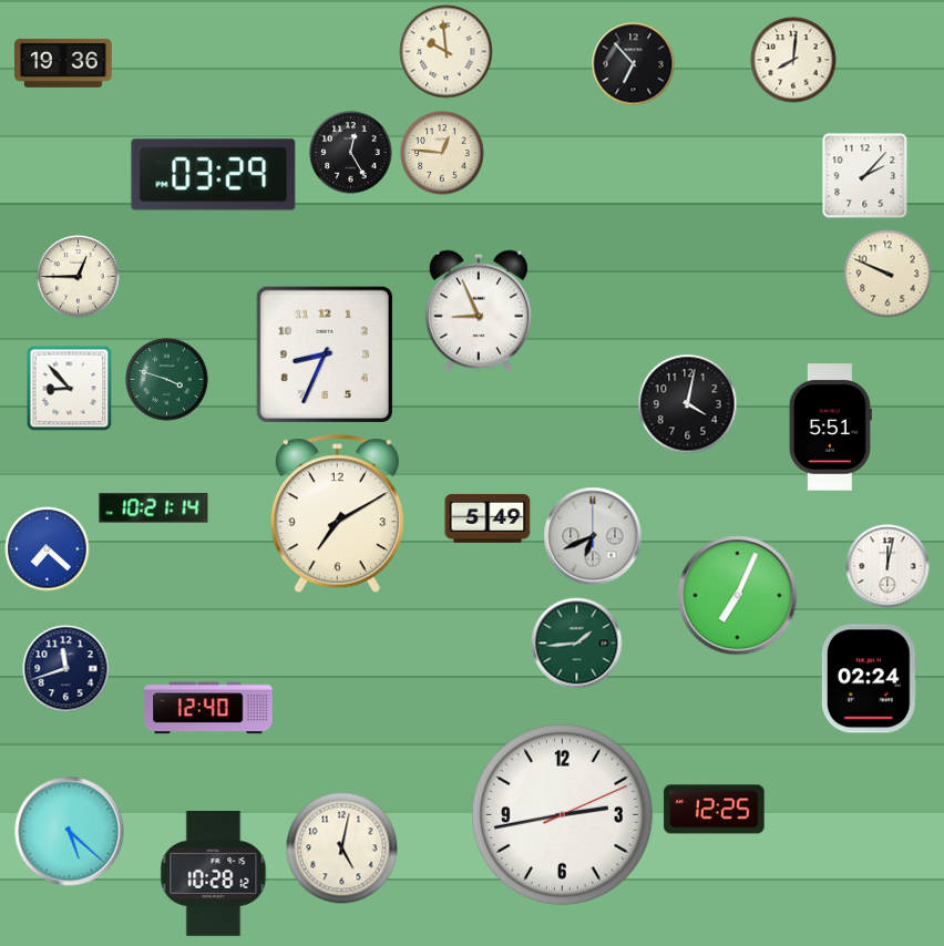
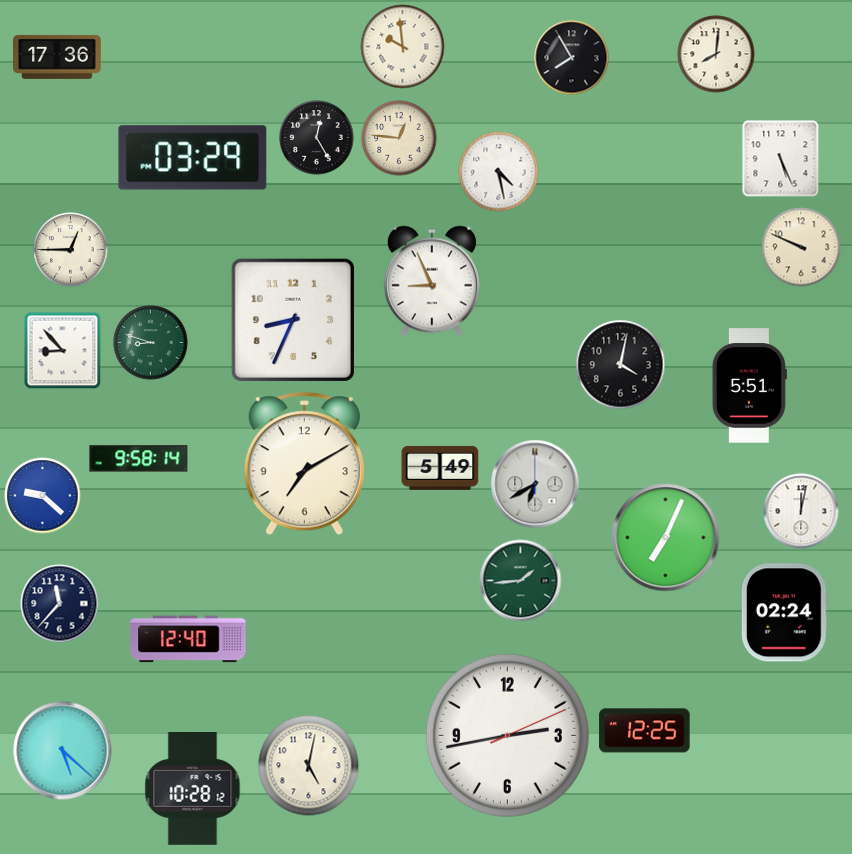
clock at (64, 63): 19:36 -> 17:36
clock at (634, 64): 6:53 -> 7:55
clock at (865, 176): 2:07 -> 5:26
clock at (499, 172): none -> 4:28
clock at (167, 380): 3:48 -> 8:48
clock at (154, 508): 10:21 -> 9:58
clock at (593, 536): 6:41 -> 6:40
clock at (48, 549): 7:22 -> 9:22
clock at (66, 669): 11:42 -> 11:37
